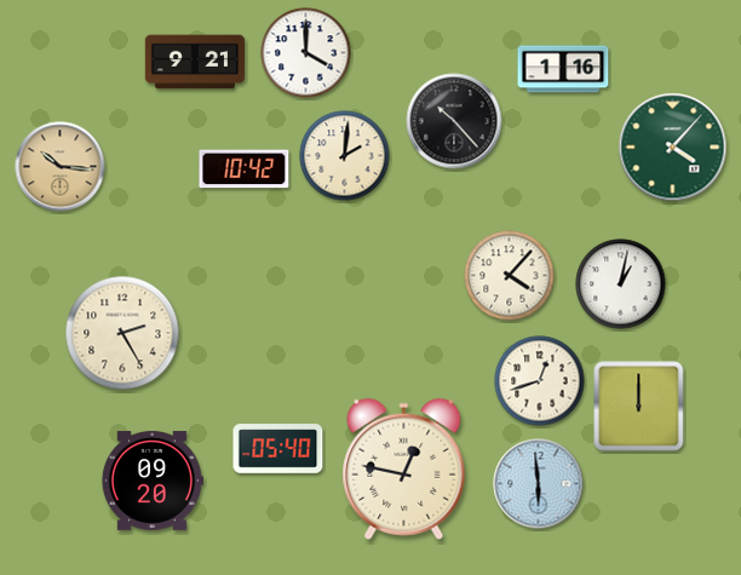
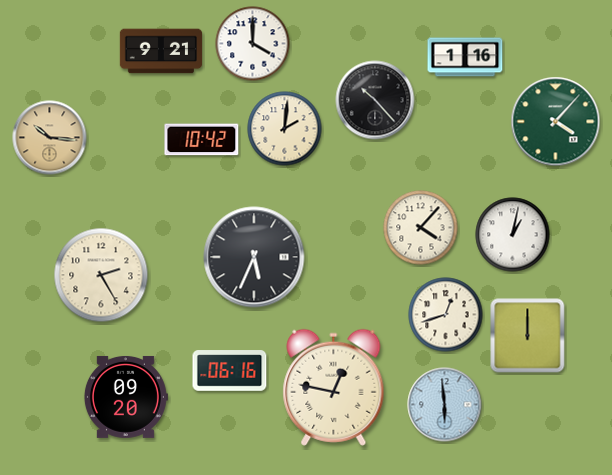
clock at (254, 257): none -> 5:34
clock at (278, 449): 05:40 -> 06:16
clock at (539, 484) position: (539, 484) -> (445, 405)
